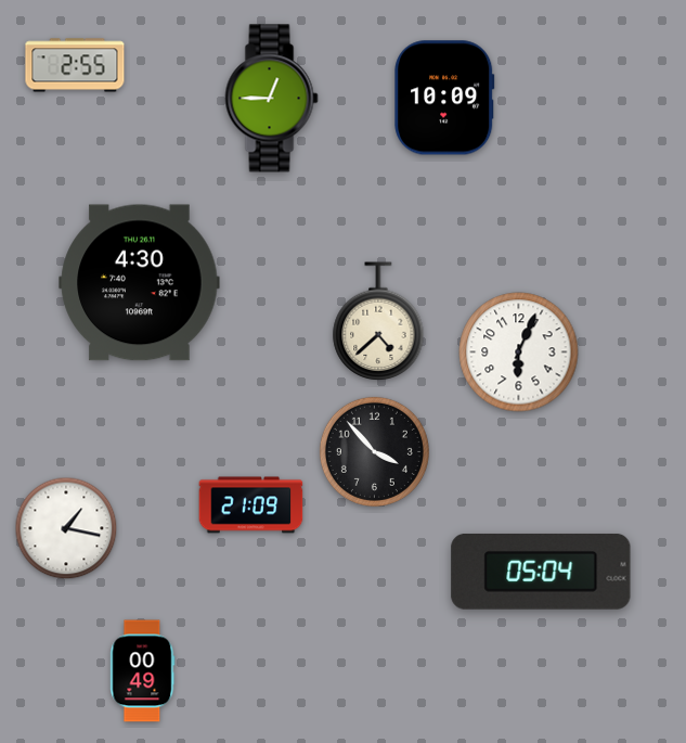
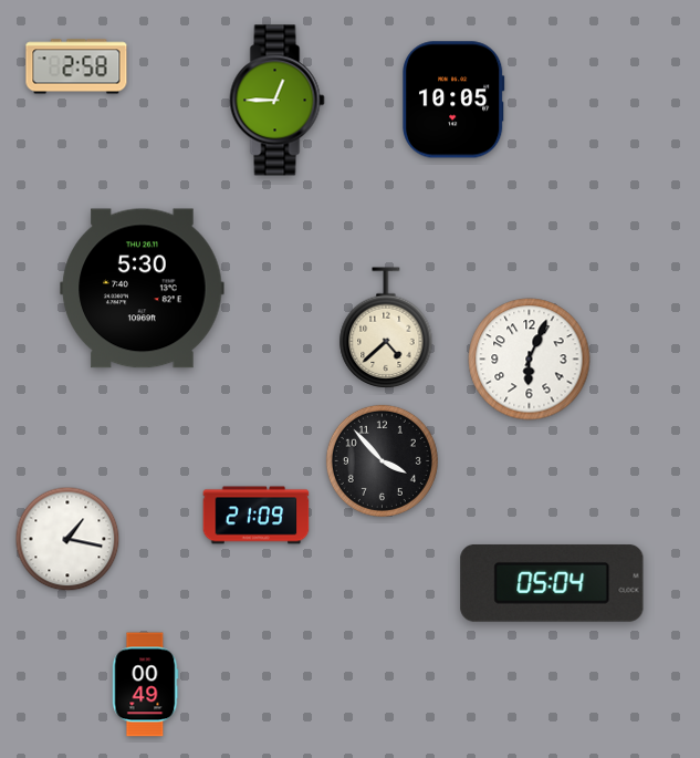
clock at (75, 65): 2:55 -> 2:58
clock at (444, 98): 10:09 -> 10:05
clock at (140, 283): 4:30 -> 5:30
